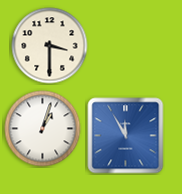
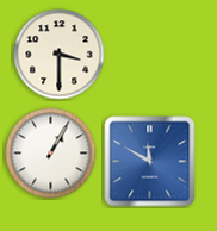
clock at (43, 129): 1:03 -> 1:05
clock at (126, 136): 11:55 -> 11:50
